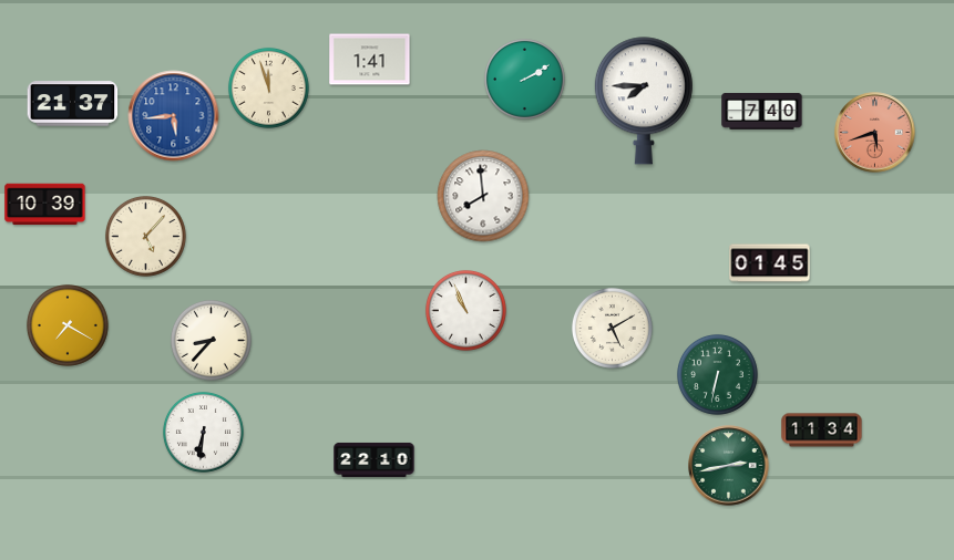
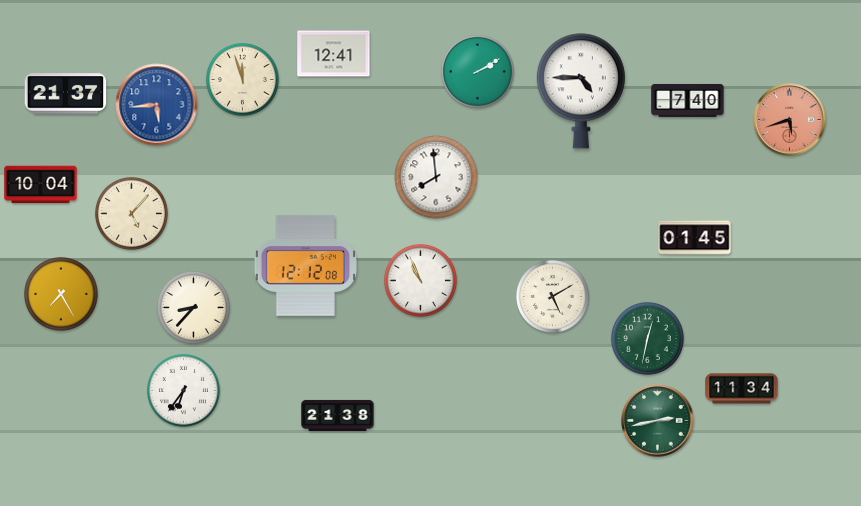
clock at (370, 60): 1:41 -> 12:41
clock at (524, 79) position: (524, 79) -> (477, 71)
clock at (644, 101): 7:45 -> 4:45
clock at (45, 205): 10:39 -> 10:04
clock at (305, 265): none -> 12:12
clock at (68, 325): 7:20 -> 7:25
clock at (211, 340) position: (211, 340) -> (193, 307)
clock at (717, 374): 6:32 -> 12:32
clock at (203, 432): 6:31 -> 6:36
clock at (375, 459): 22:10 -> 21:38
